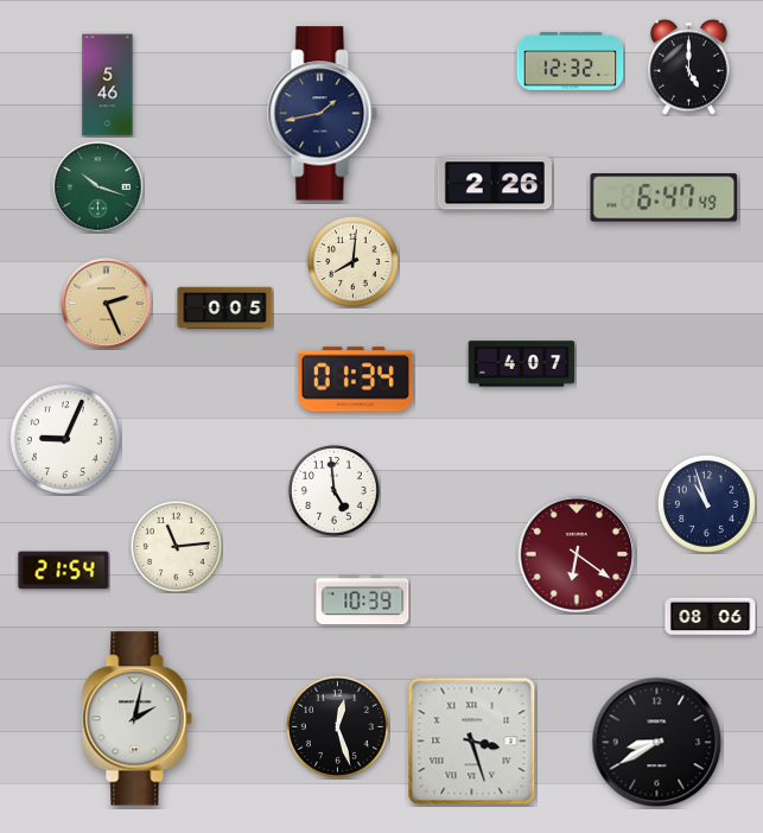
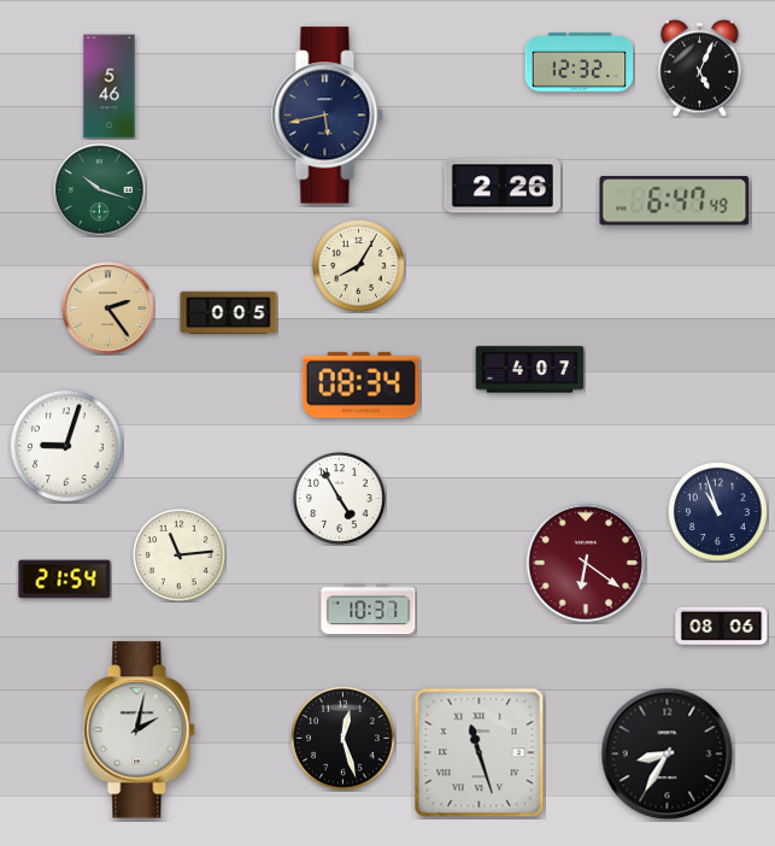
clock at (689, 66): 5:00 -> 5:04
clock at (323, 114): 1:43 -> 5:43
clock at (354, 262): 8:01 -> 8:05
clock at (107, 304): 2:26 -> 2:24
clock at (355, 380): 01:34 -> 08:34
clock at (65, 439): 9:04 -> 9:03
clock at (335, 491): 4:59 -> 4:55
clock at (363, 600): 10:39 -> 10:37
clock at (472, 742): 3:27 -> 11:27
clock at (657, 743): 8:40 -> 8:35
